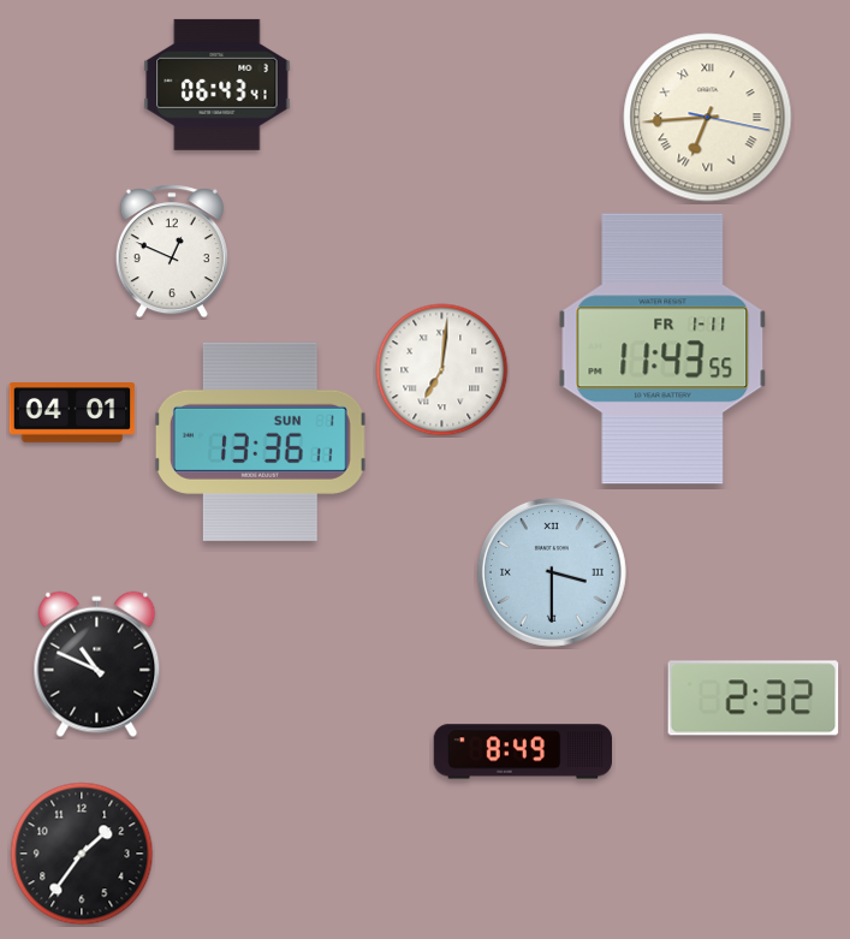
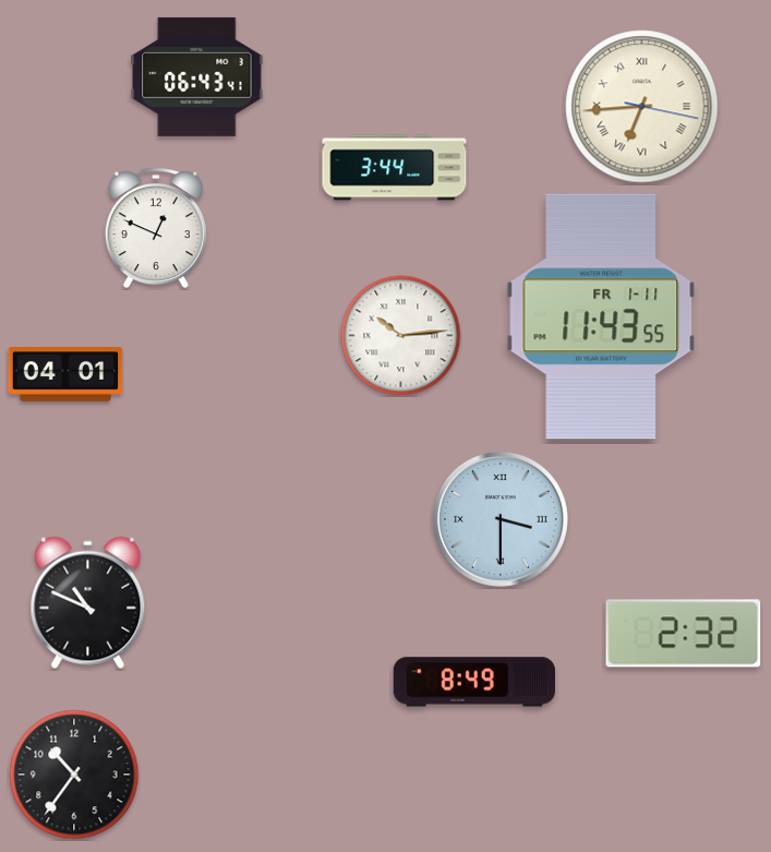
clock at (395, 168): none -> 3:44
clock at (442, 370): 7:01 -> 10:14
clock at (260, 441): 13:36 -> none
clock at (82, 854): 1:36 -> 10:36
